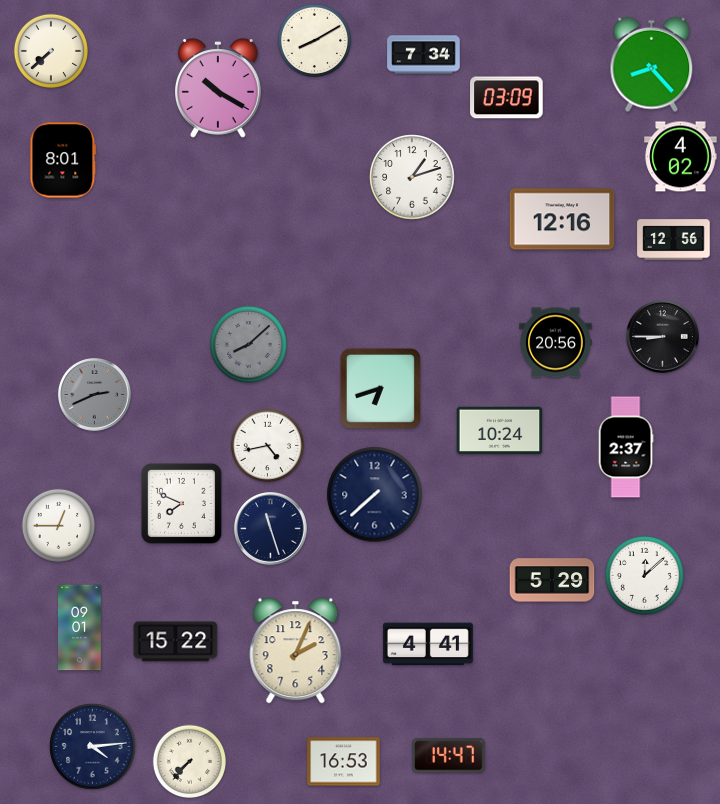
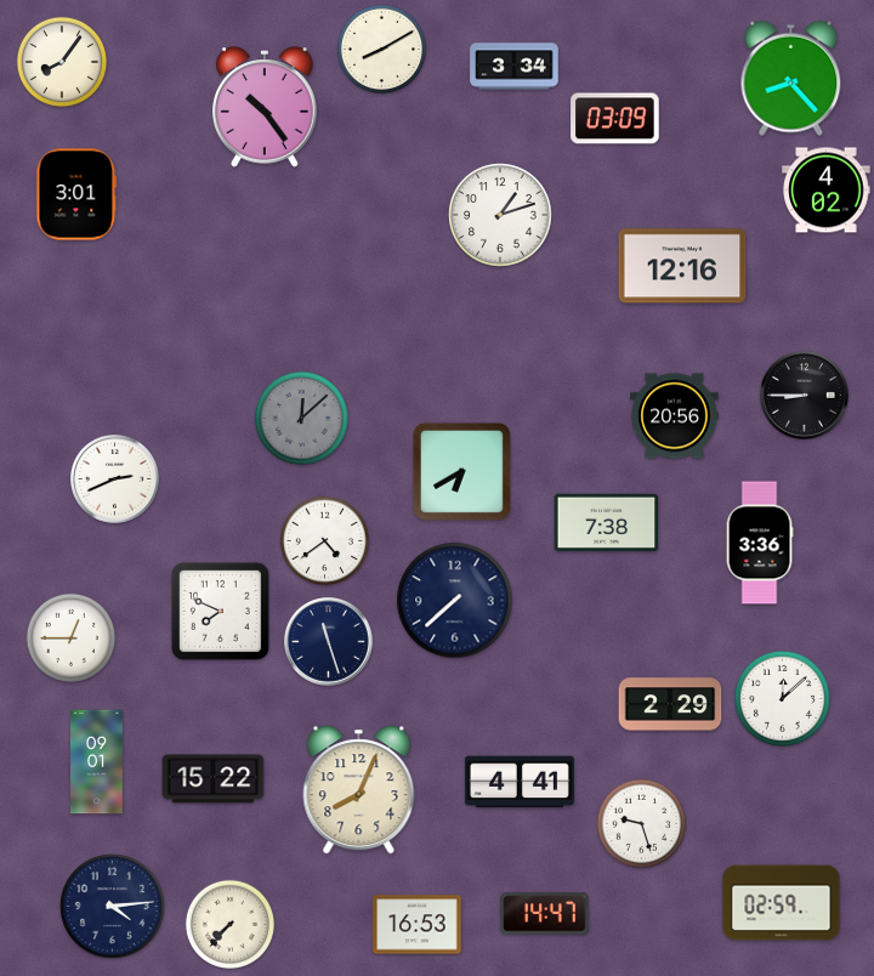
clock at (50, 50): 7:38 -> 8:06
clock at (424, 55): 7:34 -> 3:34
clock at (219, 88): 10:20 -> 10:24
clock at (63, 160): 8:01 -> 3:01
clock at (674, 240): 12:56 -> none
clock at (663, 337) position: (663, 337) -> (805, 396)
clock at (248, 344): 8:08 -> 12:08
clock at (380, 388): 6:42 -> 6:40
clock at (95, 395) dial: grey -> white
clock at (500, 431): 10:24 -> 7:38
clock at (268, 446): 4:43 -> 4:39
clock at (626, 447): 2:37 -> 3:36
clock at (552, 580): 5:29 -> 2:29
clock at (296, 651): 2:04 -> 8:04
clock at (642, 824): none -> 9:27
clock at (782, 903): none -> 02:59
clock at (449, 756) position: (449, 756) -> (545, 914)
